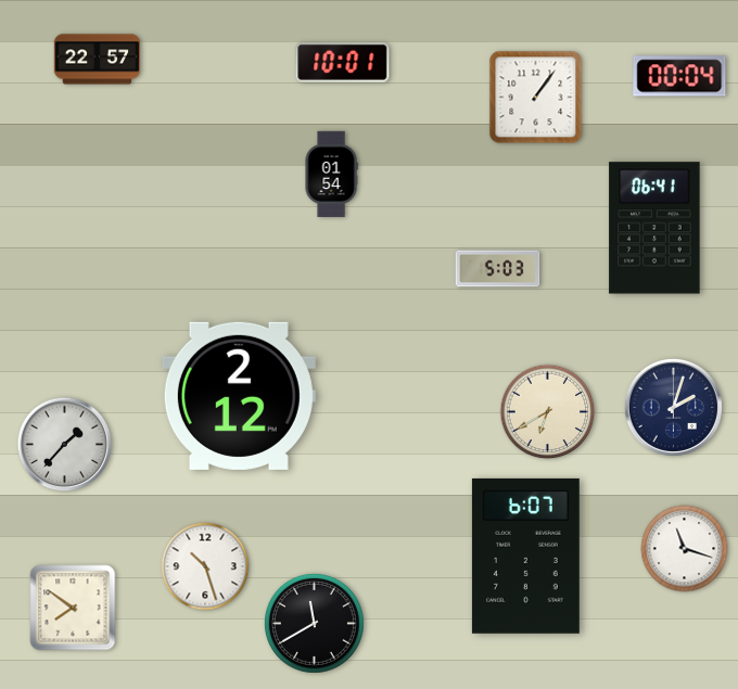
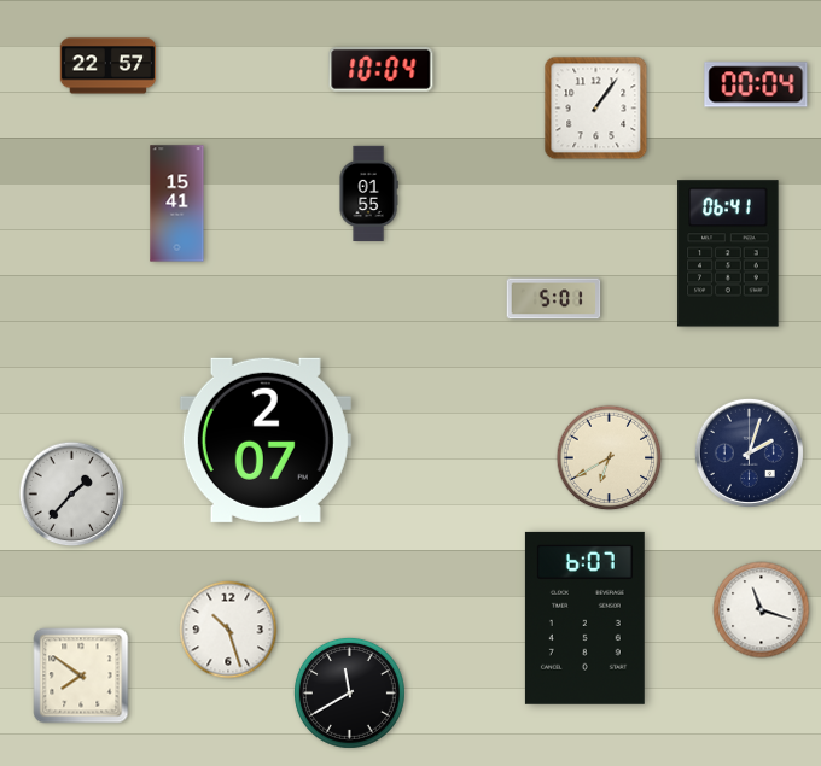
clock at (343, 63): 10:01 -> 10:04
clock at (331, 174): 01:54 -> 01:55
clock at (177, 204): none -> 15:41
clock at (498, 269): 5:03 -> 5:01
clock at (239, 396): 2:12 -> 2:07
